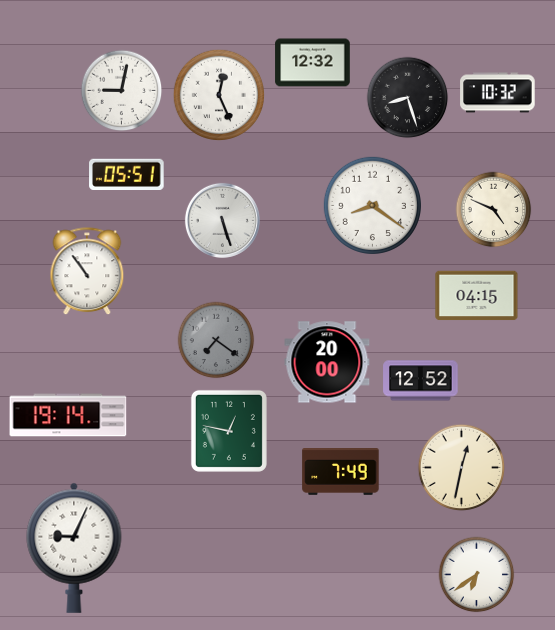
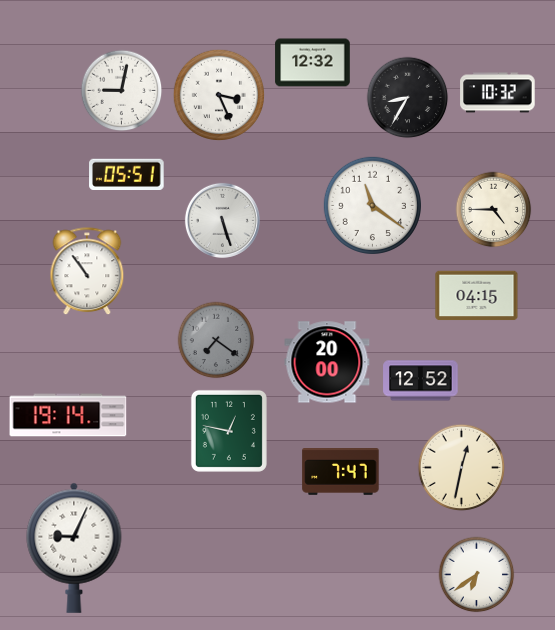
clock at (218, 94): 12:26 -> 3:26
clock at (408, 98): 8:27 -> 8:35
clock at (372, 205): 8:21 -> 11:21
clock at (494, 210): 4:49 -> 4:45
clock at (341, 472): 7:49 -> 7:47
